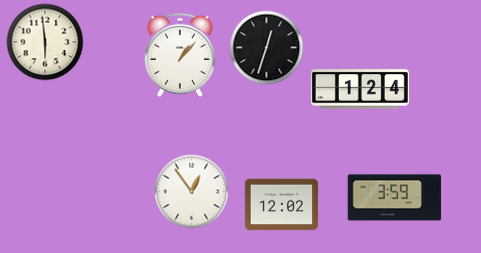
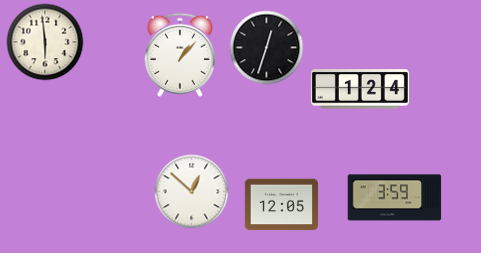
clock at (192, 192): 12:54 -> 12:52
clock at (282, 205): 12:02 -> 12:05
